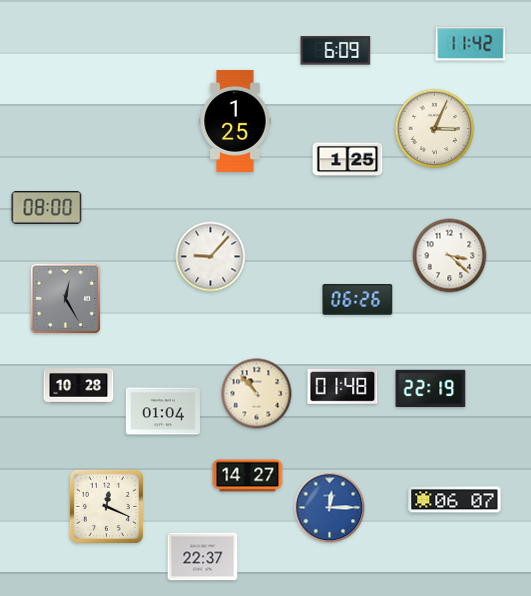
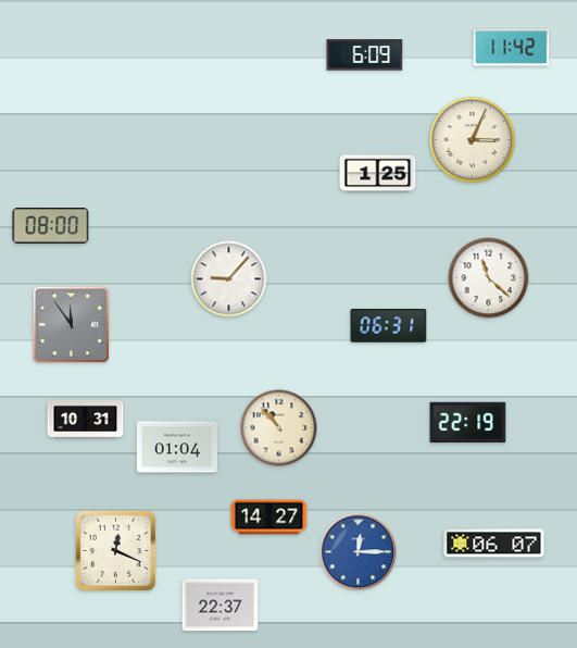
clock at (235, 121): 1:25 -> none
clock at (450, 256): 3:22 -> 11:22
clock at (66, 299): 12:25 -> 11:54
clock at (358, 300): 06:26 -> 06:31
clock at (79, 386): 10:28 -> 10:31
clock at (343, 386): 01:48 -> none
